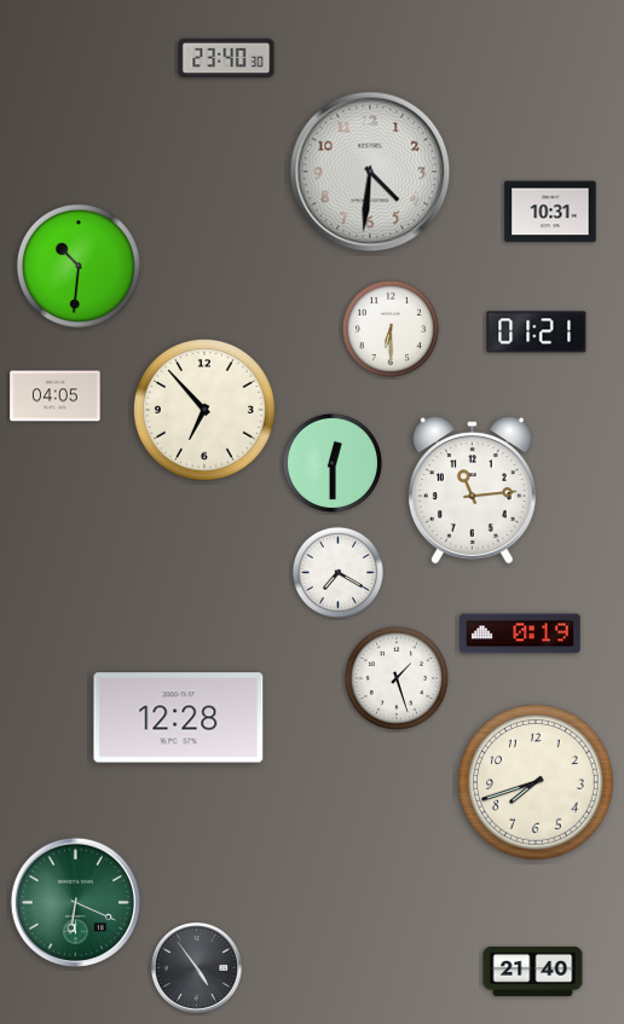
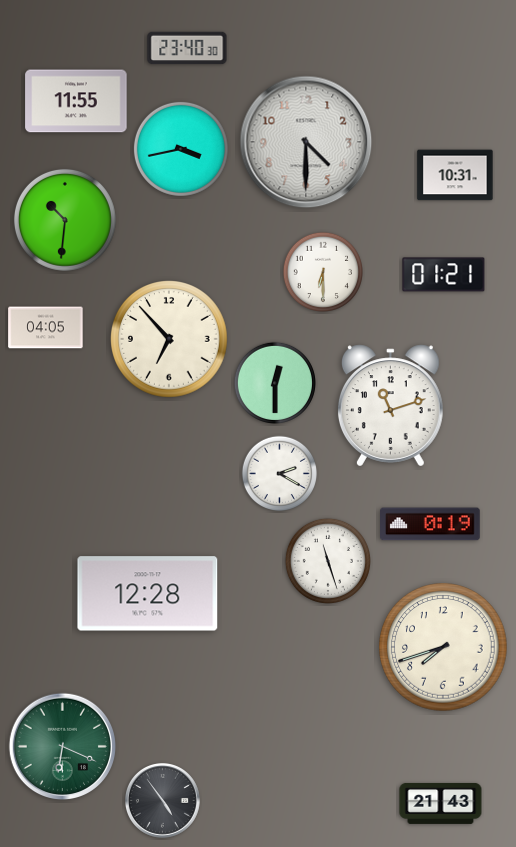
clock at (76, 101): none -> 11:55
clock at (370, 172): 4:31 -> 4:30
clock at (181, 149): none -> 3:43
clock at (472, 491): 11:14 -> 11:12
clock at (339, 573): 7:20 -> 2:20
clock at (397, 678): 1:27 -> 11:27
clock at (533, 971): 21:40 -> 21:43
